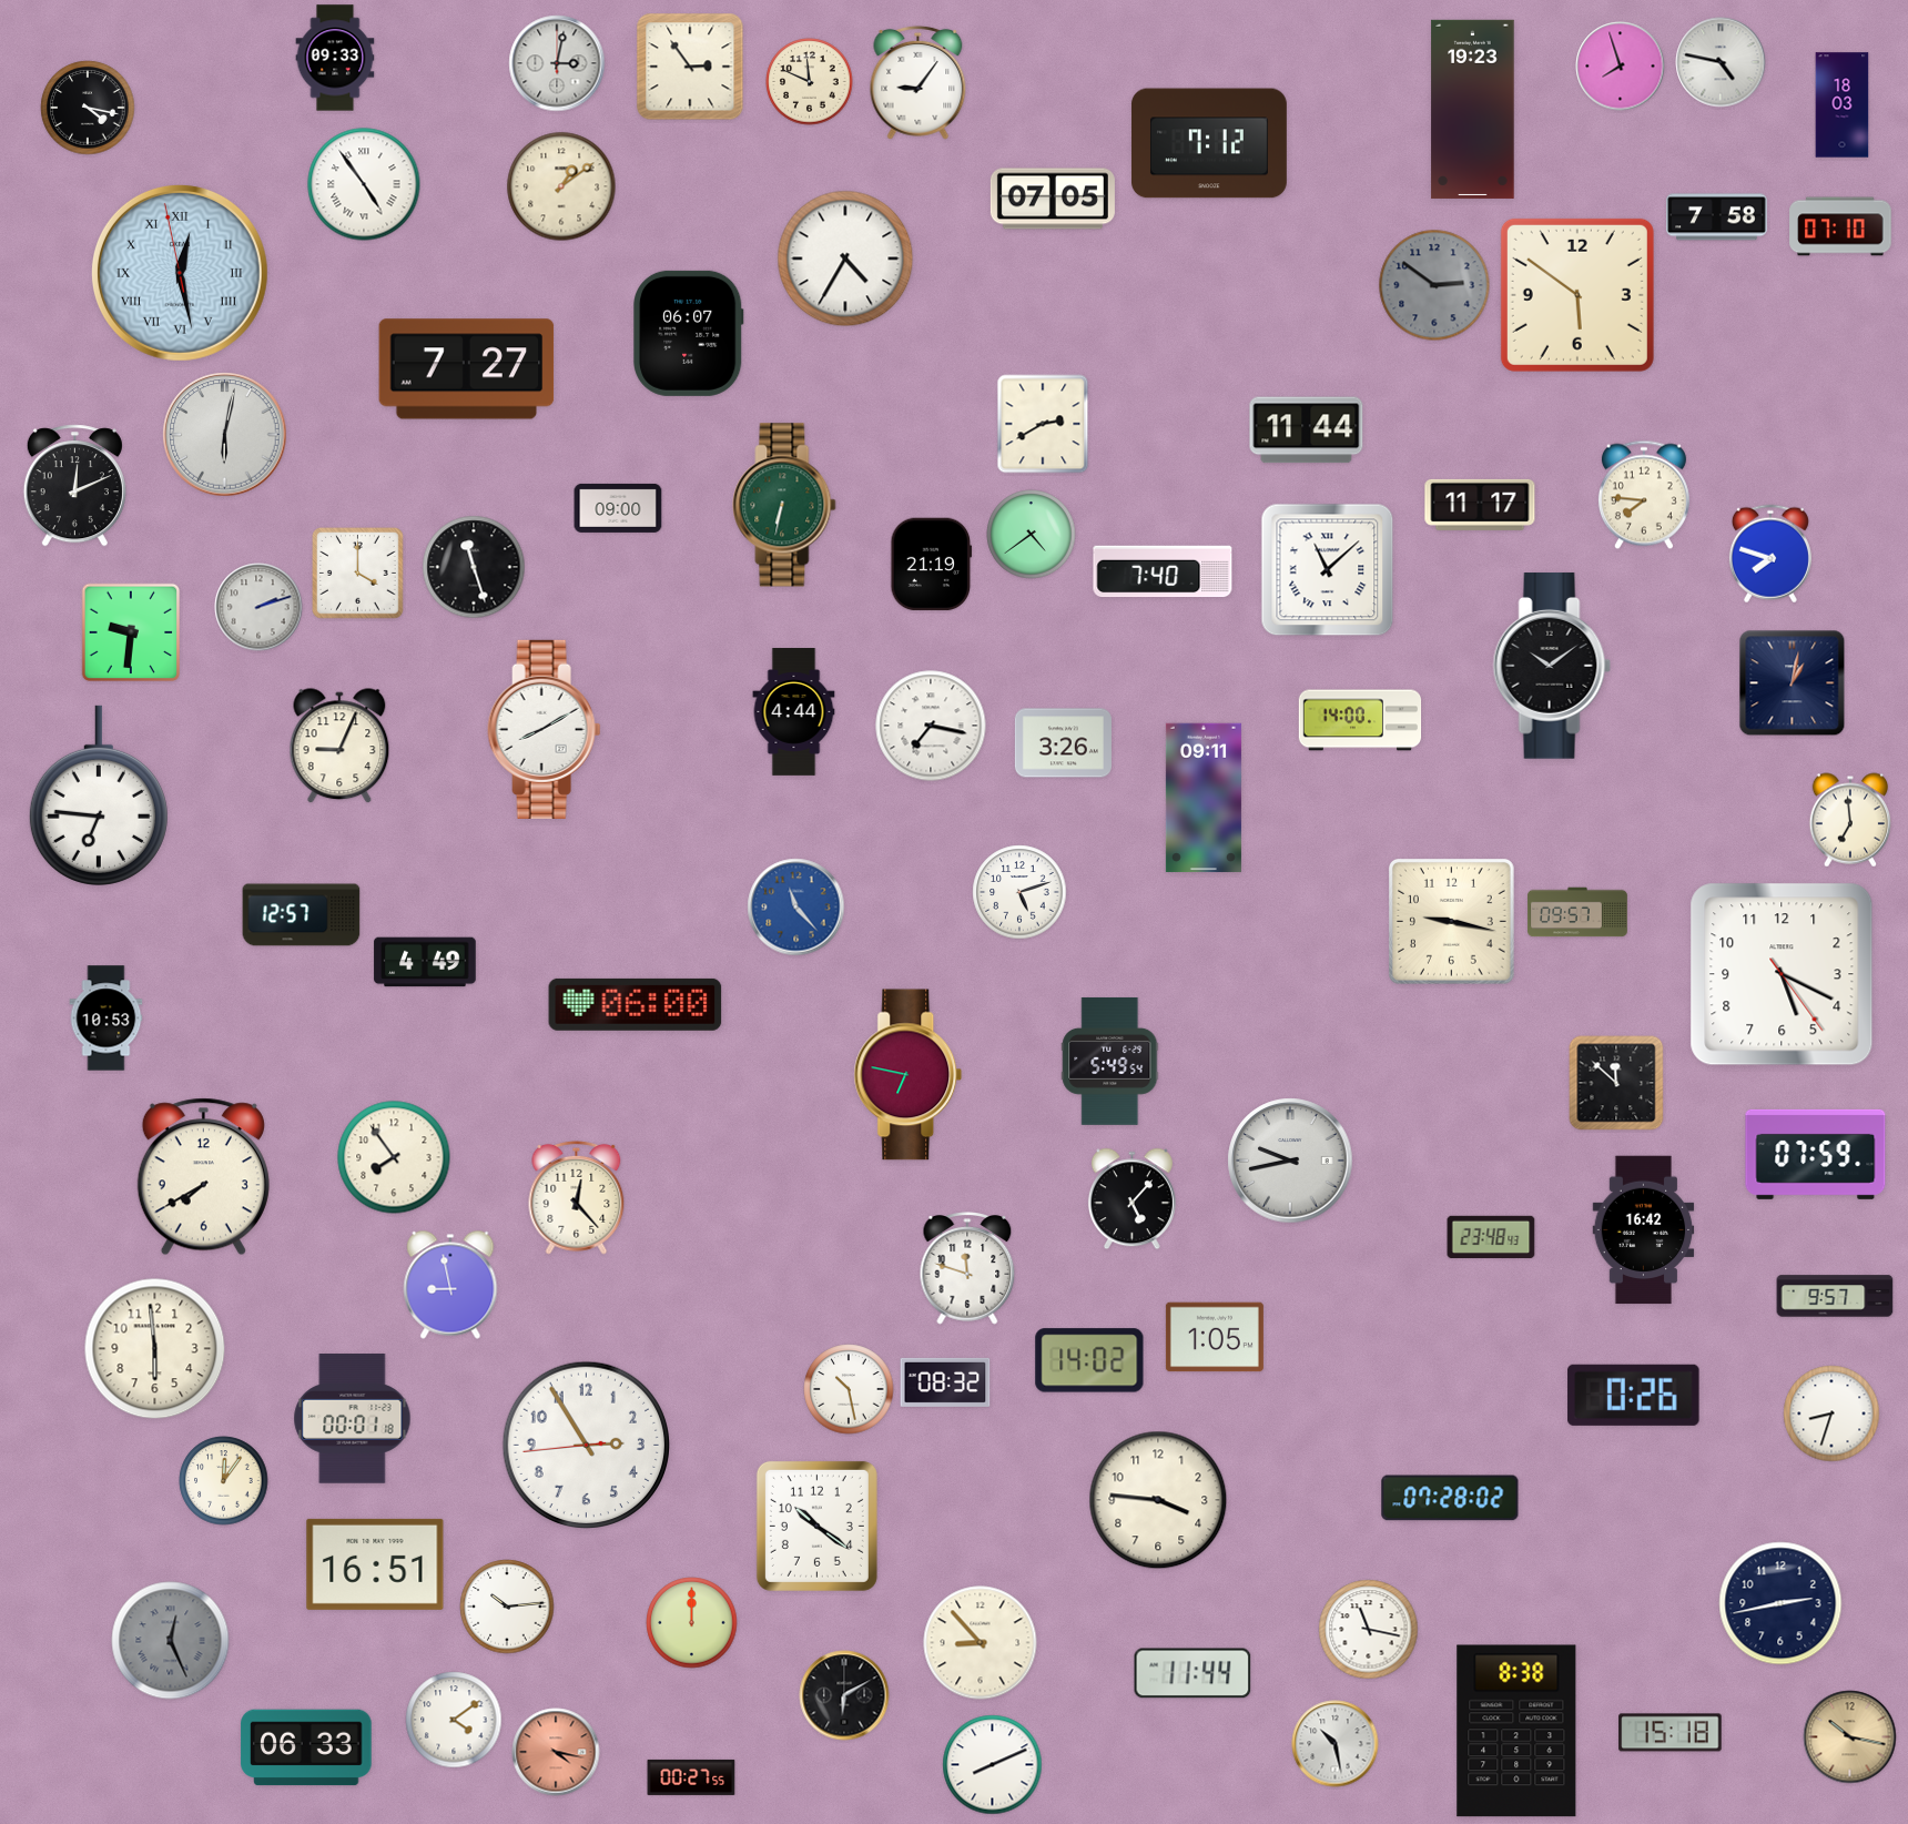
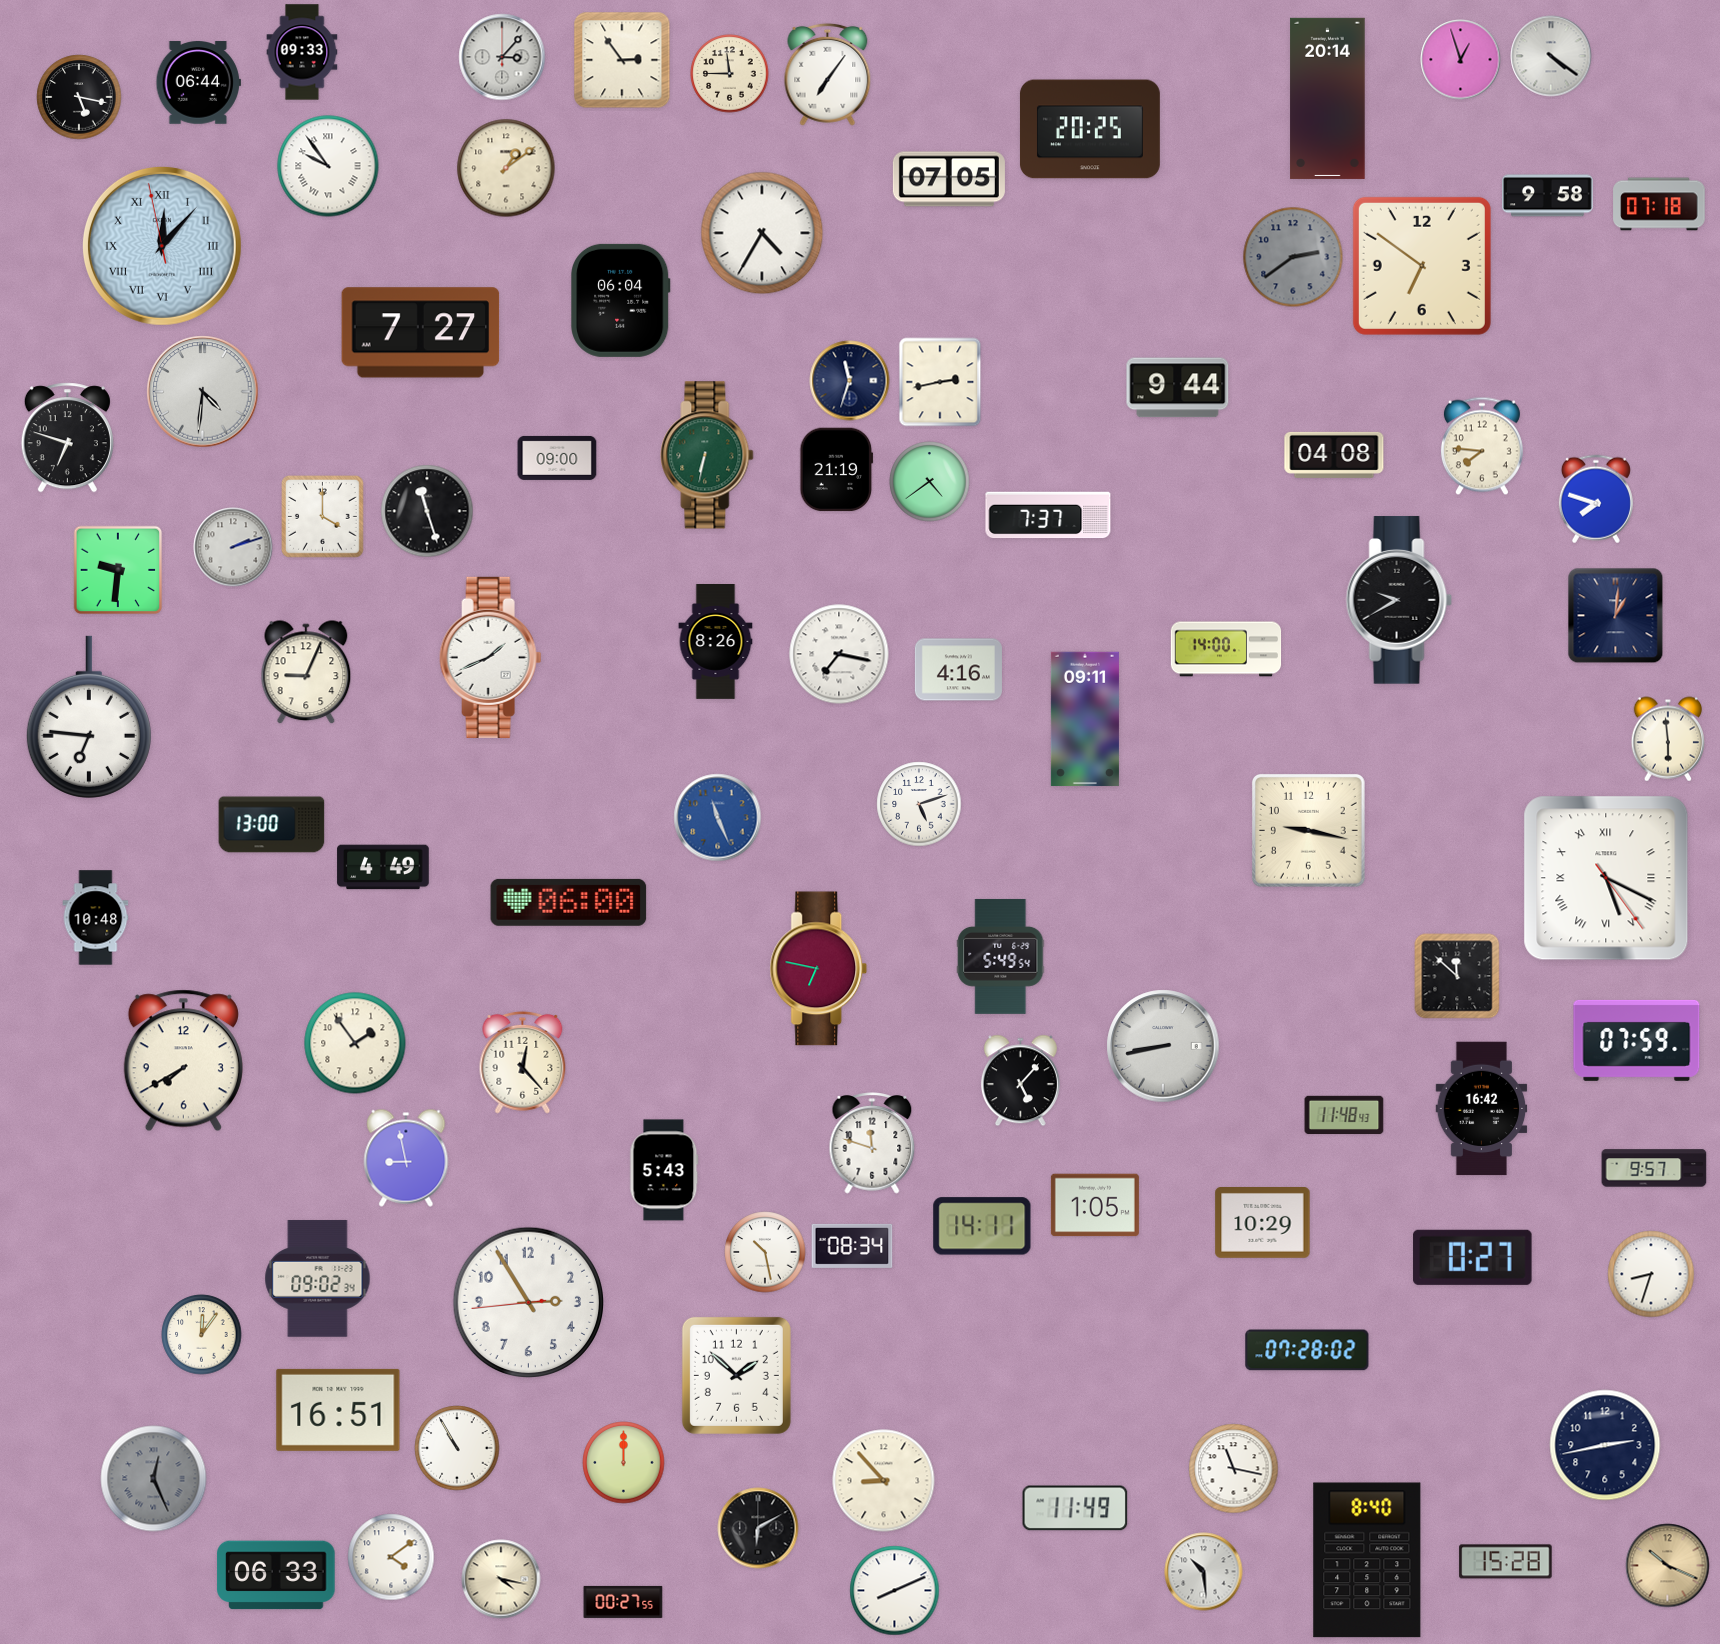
clock at (1721, 62): 4:47 -> 4:21
clock at (557, 63): 3:02 -> 3:07
clock at (1621, 67): 7:57 -> 12:57
clock at (810, 82): 11:49 -> 11:45
clock at (919, 82): 9:06 -> 7:06
clock at (198, 83): none -> 06:44
clock at (1843, 105): 18:03 -> none
clock at (88, 108): 4:17 -> 5:17
clock at (1473, 109): 19:23 -> 20:14
clock at (1209, 143): 7:12 -> 20:25
clock at (364, 184): 4:54 -> 9:54
clock at (1717, 217): 7:58 -> 9:58
clock at (1840, 226): 07:10 -> 07:18
clock at (180, 273): 12:27 -> 12:06
clock at (1434, 285): 2:51 -> 2:39
clock at (1577, 295): 5:51 -> 6:51
clock at (689, 333): 06:07 -> 06:04
clock at (850, 381): none -> 11:33
clock at (1043, 424): 2:40 -> 2:43
clock at (1307, 430): 11:44 -> 9:44
clock at (225, 435): 6:02 -> 4:31
clock at (74, 486): 12:11 -> 6:48
clock at (1480, 505): 11:17 -> 04:08
clock at (932, 565) position: (932, 565) -> (837, 470)
clock at (1328, 570): 11:08 -> none
clock at (1163, 571): 7:40 -> 7:37
clock at (1552, 666): 10:09 -> 9:40
clock at (1793, 683): 1:02 -> 1:01
clock at (794, 712): 4:44 -> 8:26
clock at (545, 729): 8:10 -> 1:41
clock at (1063, 743): 3:26 -> 4:16
clock at (1849, 820): 6:59 -> 5:59
clock at (796, 908): 11:23 -> 11:26
clock at (1579, 912): 09:57 -> none
clock at (302, 915): 12:57 -> 13:00
clock at (1782, 974) numerals: Arabic -> Roman
clock at (636, 1004) position: (636, 1004) -> (569, 902)
clock at (106, 1019): 10:53 -> 10:48
clock at (394, 1157): 7:54 -> 1:54
clock at (1290, 1161): 9:43 -> 8:43
clock at (577, 1197) position: (577, 1197) -> (523, 1062)
clock at (1491, 1237): 23:48 -> 11:48
clock at (664, 1170): none -> 5:43
clock at (155, 1349): 5:59 -> none
clock at (1263, 1223): none -> 10:29
clock at (1089, 1360): 14:02 -> 14:11
clock at (945, 1382): 08:32 -> 08:34
clock at (1634, 1395): 0:26 -> 0:27
clock at (353, 1419): 00:01 -> 09:02
clock at (1158, 1500): 3:46 -> none
clock at (816, 1526): 10:21 -> 1:52
clock at (507, 1607): 10:14 -> 10:55
clock at (1192, 1673): 11:44 -> 11:49
clock at (844, 1695) position: (844, 1695) -> (758, 1528)
clock at (454, 1720) position: (454, 1720) -> (391, 1557)
clock at (1516, 1731): 8:38 -> 8:40
clock at (1671, 1733): 15:18 -> 15:28
clock at (1850, 1737): 10:17 -> 10:19
clock at (1336, 1744): 10:28 -> 10:29
clock at (556, 1752) dial: salmon -> cream
